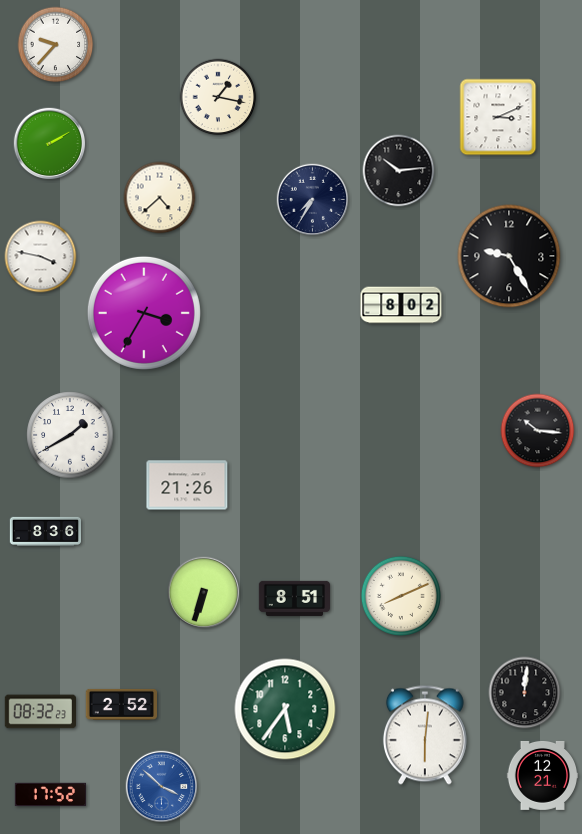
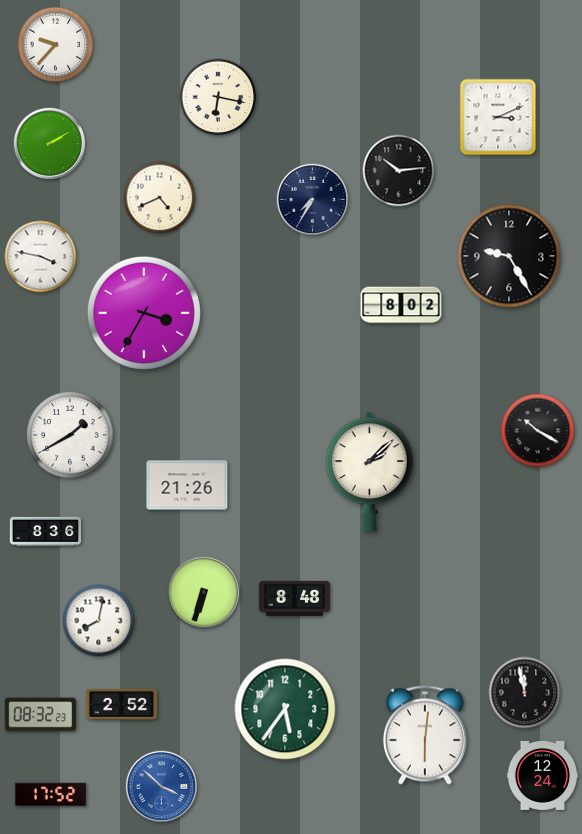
clock at (218, 97): 1:17 -> 6:17
clock at (160, 198): 4:38 -> 4:41
clock at (538, 431): 10:16 -> 10:20
clock at (370, 471): none -> 2:08
clock at (401, 596): 8:11 -> none
clock at (295, 598): 8:51 -> 8:48
clock at (99, 621): none -> 8:02
clock at (525, 693): 12:01 -> 11:58
clock at (40, 712) position: (40, 712) -> (40, 715)
clock at (543, 775): 12:21 -> 12:24
